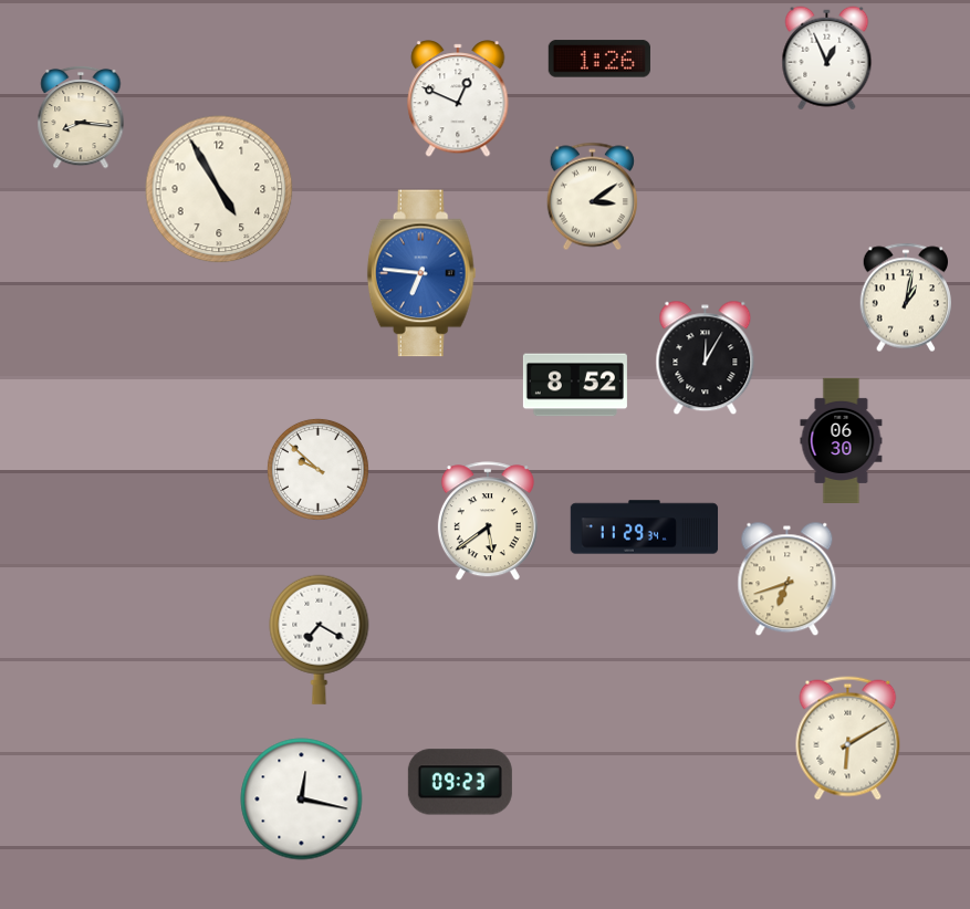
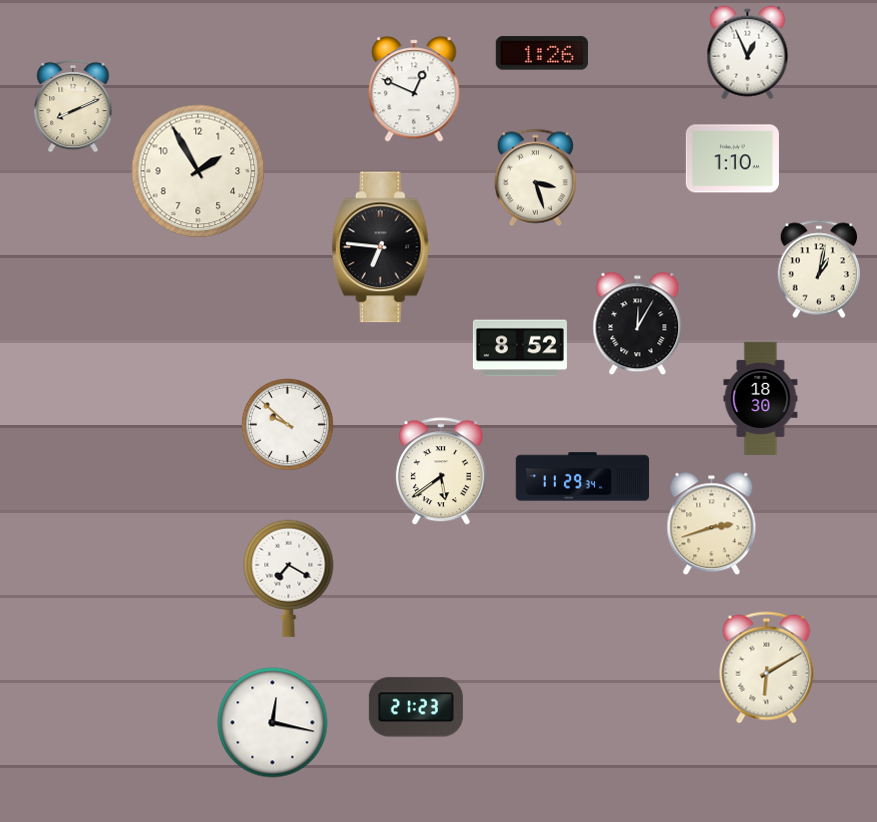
clock at (81, 117): 8:16 -> 8:11
clock at (732, 159): none -> 1:10
clock at (219, 189): 4:55 -> 1:55
clock at (592, 197): 3:09 -> 3:27
clock at (421, 273) dial: blue -> black
clock at (842, 440): 06:30 -> 18:30
clock at (788, 579): 6:42 -> 2:42
clock at (460, 782): 09:23 -> 21:23
